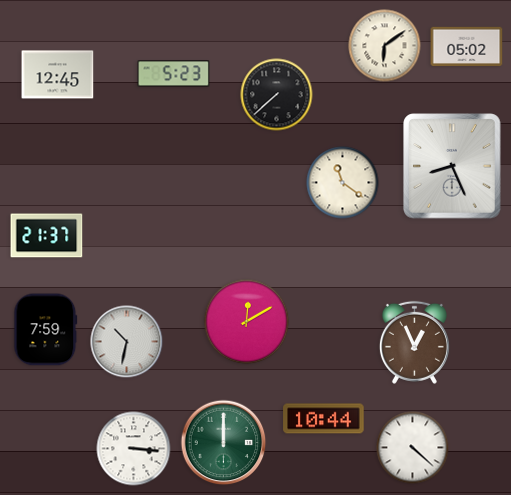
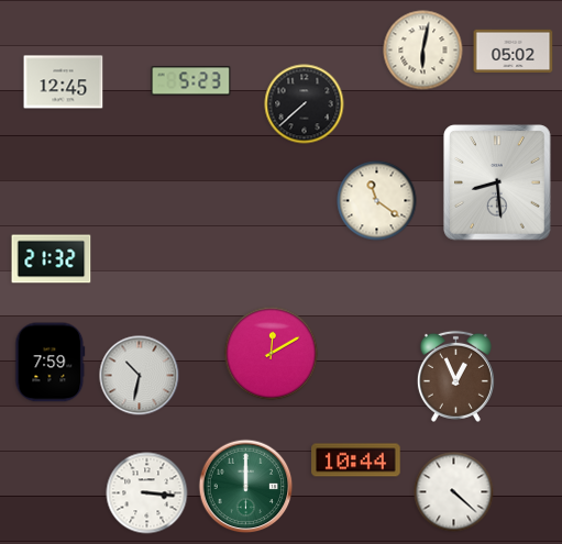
clock at (385, 46): 6:09 -> 6:02
clock at (452, 166): 8:26 -> 8:29
clock at (47, 236): 21:37 -> 21:32
